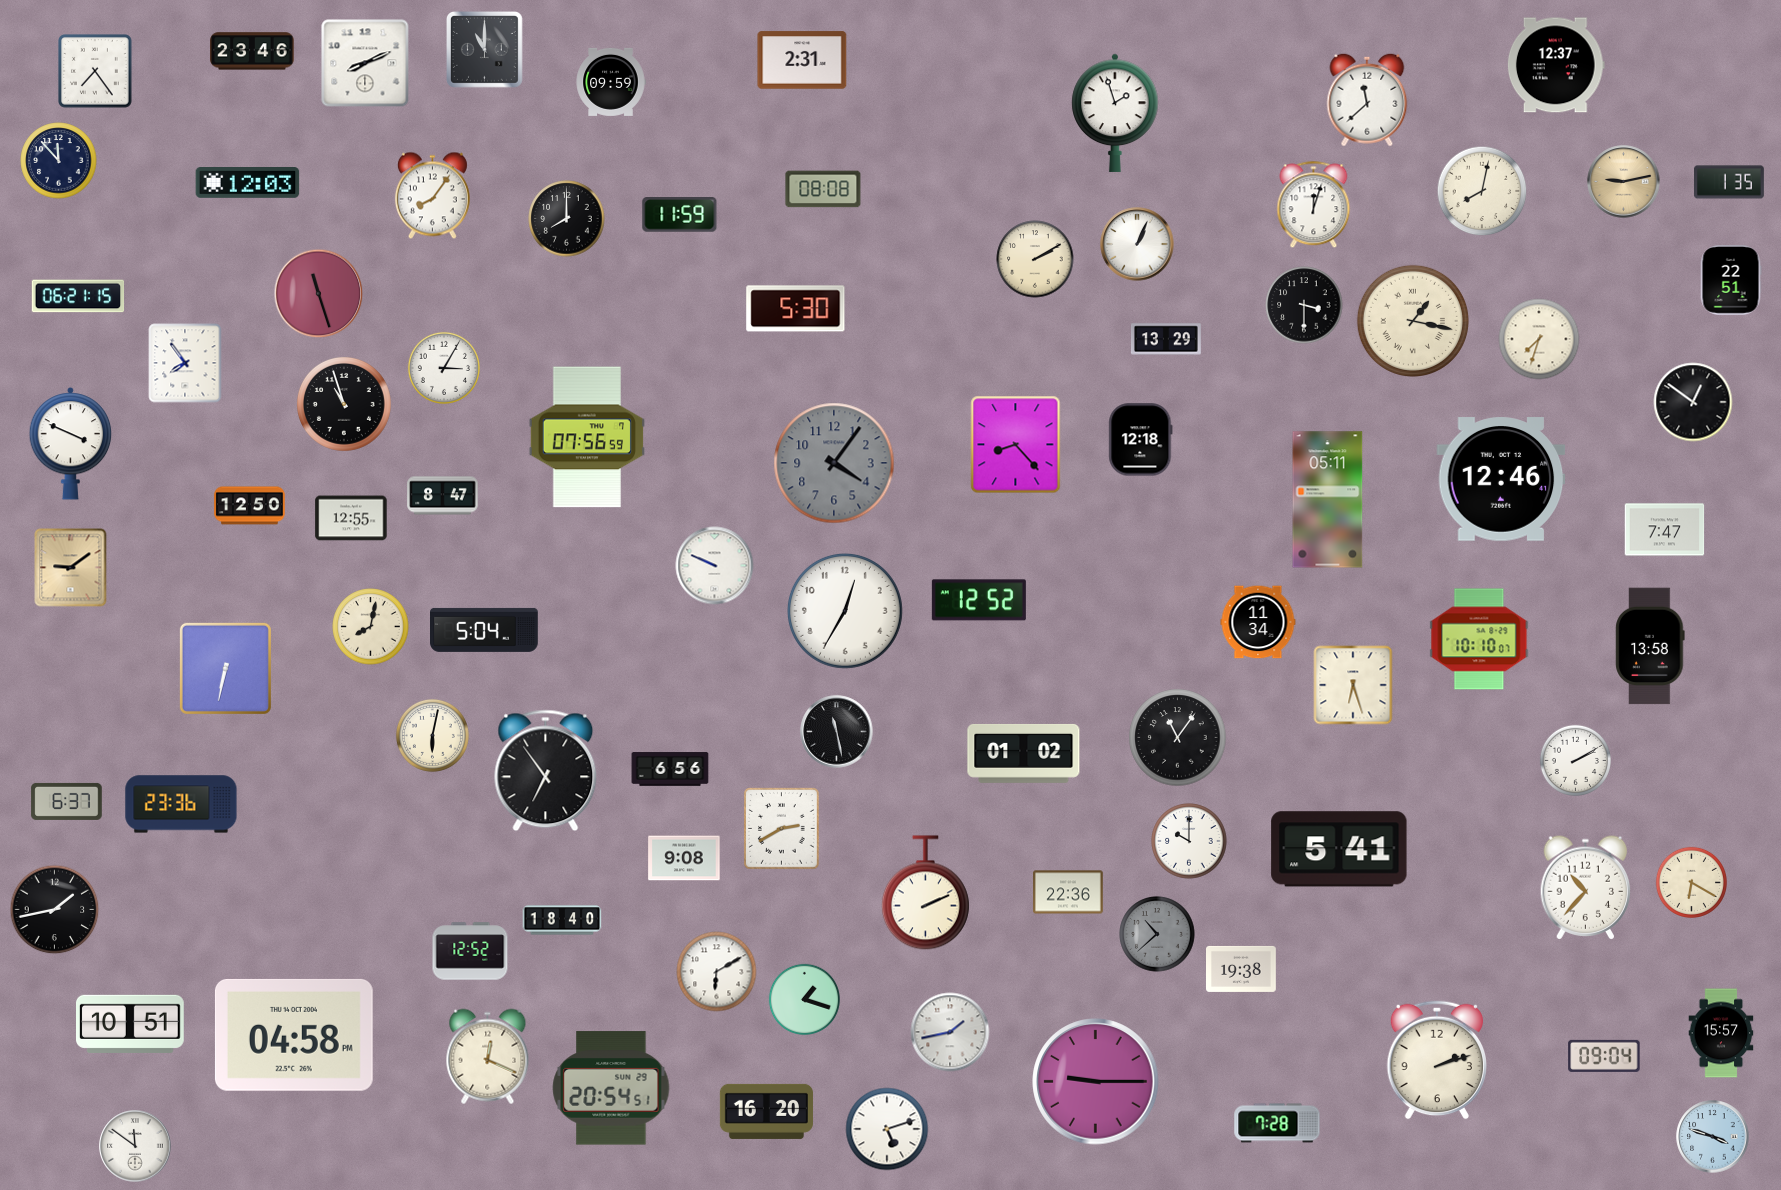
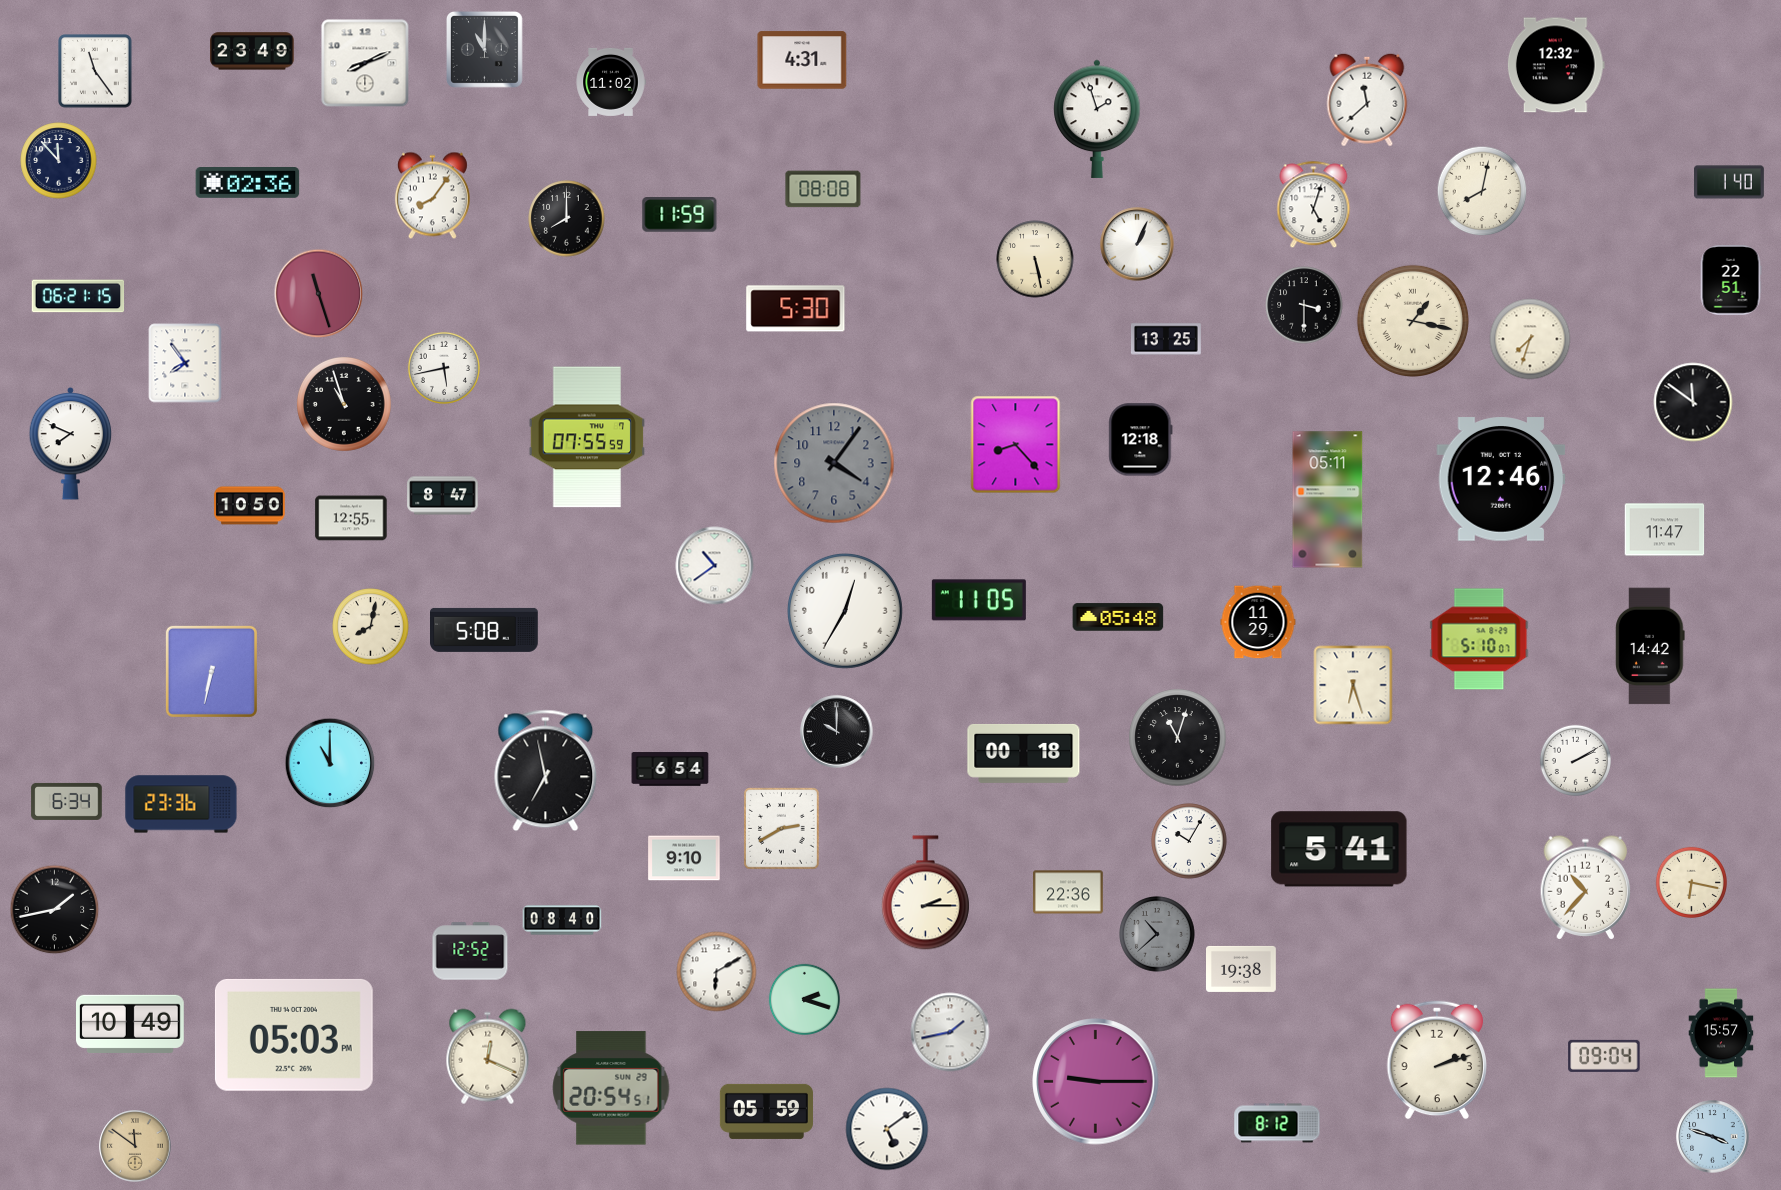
clock at (252, 51): 23:46 -> 23:49
clock at (802, 60): 2:31 -> 4:31
clock at (1556, 65): 12:37 -> 12:32
clock at (96, 72): 7:24 -> 11:24
clock at (611, 82): 09:59 -> 11:02
clock at (1115, 113) position: (1115, 113) -> (1097, 119)
clock at (1624, 182): 9:13 -> none
clock at (1730, 182): 1:35 -> 1:40
clock at (248, 183): 12:03 -> 02:36
clock at (1314, 205): 12:03 -> 5:03
clock at (1035, 259): 2:10 -> 5:28
clock at (1167, 339): 13:29 -> 13:25
clock at (1539, 339) position: (1539, 339) -> (1530, 339)
clock at (444, 368): 3:05 -> 5:43
clock at (1693, 402): 12:51 -> 11:51
clock at (587, 437): 07:56 -> 07:55
clock at (71, 444): 3:49 -> 7:49
clock at (250, 506): 12:50 -> 10:50
clock at (1665, 530): 7:47 -> 11:47
clock at (715, 566): 9:49 -> 10:39
clock at (71, 568): 9:09 -> none
clock at (979, 600): 12:52 -> 11:05
clock at (1118, 617): none -> 05:48
clock at (1258, 622): 11:34 -> 11:29
clock at (485, 630): 5:04 -> 5:08
clock at (1479, 639): 10:10 -> 5:10
clock at (1650, 646): 13:58 -> 14:42
clock at (225, 668) position: (225, 668) -> (211, 671)
clock at (837, 732): 11:28 -> 10:00
clock at (432, 735): 6:02 -> none
clock at (1178, 738): 11:06 -> 11:03
clock at (1024, 753): 01:02 -> 00:18
clock at (330, 763): none -> 11:00
clock at (670, 769): 6:56 -> 6:54
clock at (546, 771): 6:54 -> 6:58
clock at (67, 801): 6:37 -> 6:34
clock at (1189, 841): 10:00 -> 10:05
clock at (684, 858): 9:08 -> 9:10
clock at (1691, 882): 6:20 -> 6:17
clock at (925, 893): 2:11 -> 2:15
clock at (562, 920): 18:40 -> 08:40
clock at (804, 999): 1:18 -> 2:18
clock at (131, 1024): 10:51 -> 10:49
clock at (294, 1035): 04:58 -> 05:03
clock at (766, 1111): 16:20 -> 05:59
clock at (1277, 1123): 7:28 -> 8:12
clock at (887, 1129): 5:12 -> 5:09
clock at (135, 1146) dial: white -> champagne
